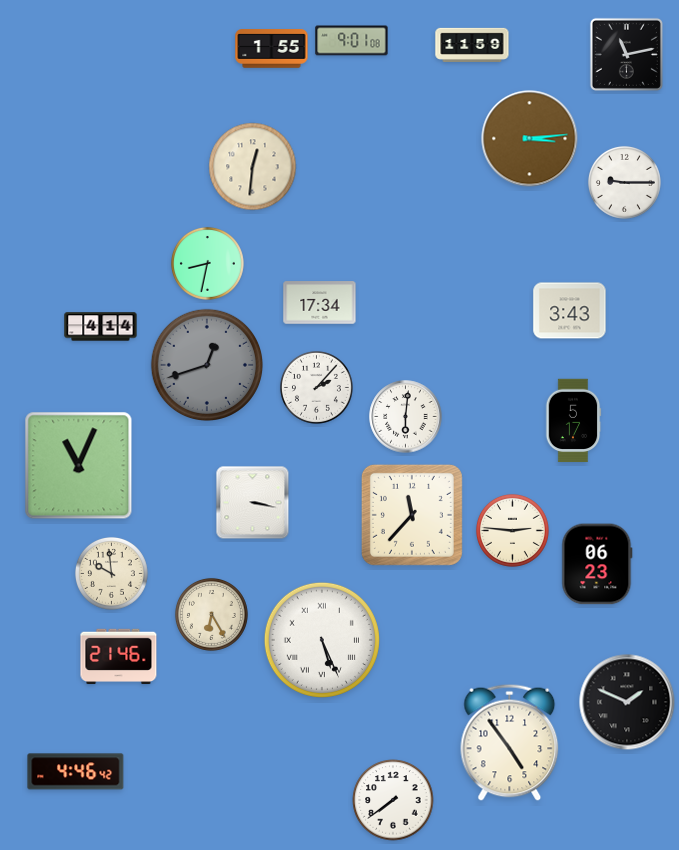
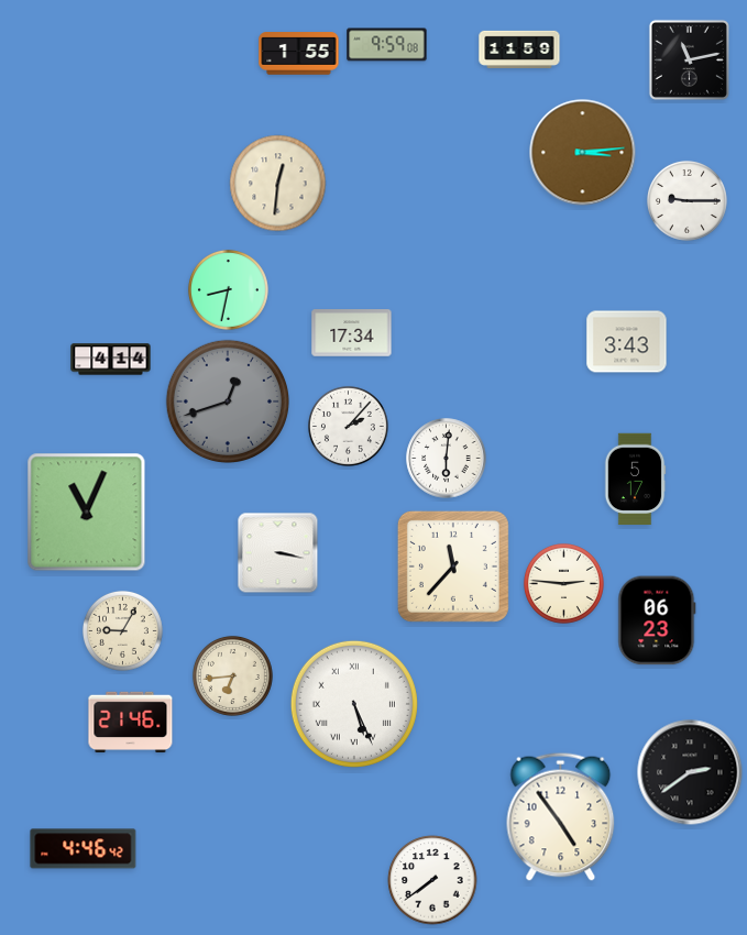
clock at (352, 41): 9:01 -> 9:59
clock at (573, 421) position: (573, 421) -> (635, 480)
clock at (111, 573): 9:59 -> 9:05
clock at (211, 614): 6:25 -> 6:44
clock at (627, 702): 1:49 -> 2:39
